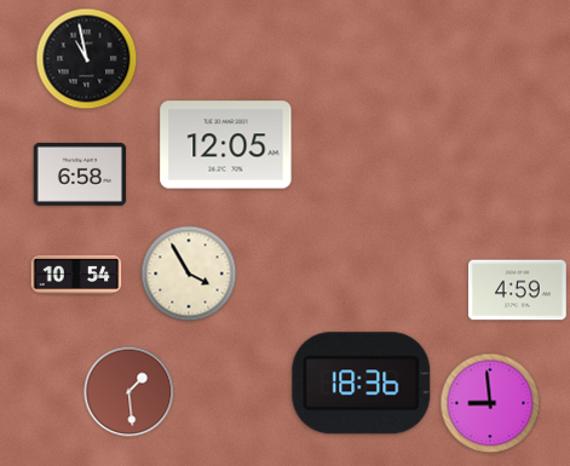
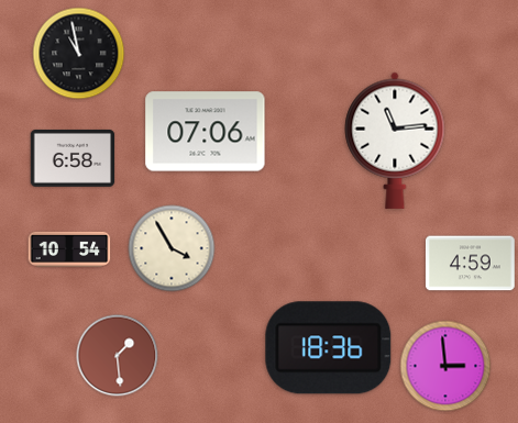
clock at (226, 145): 12:05 -> 07:06
clock at (395, 141): none -> 11:14
clock at (490, 403): 8:59 -> 2:59
